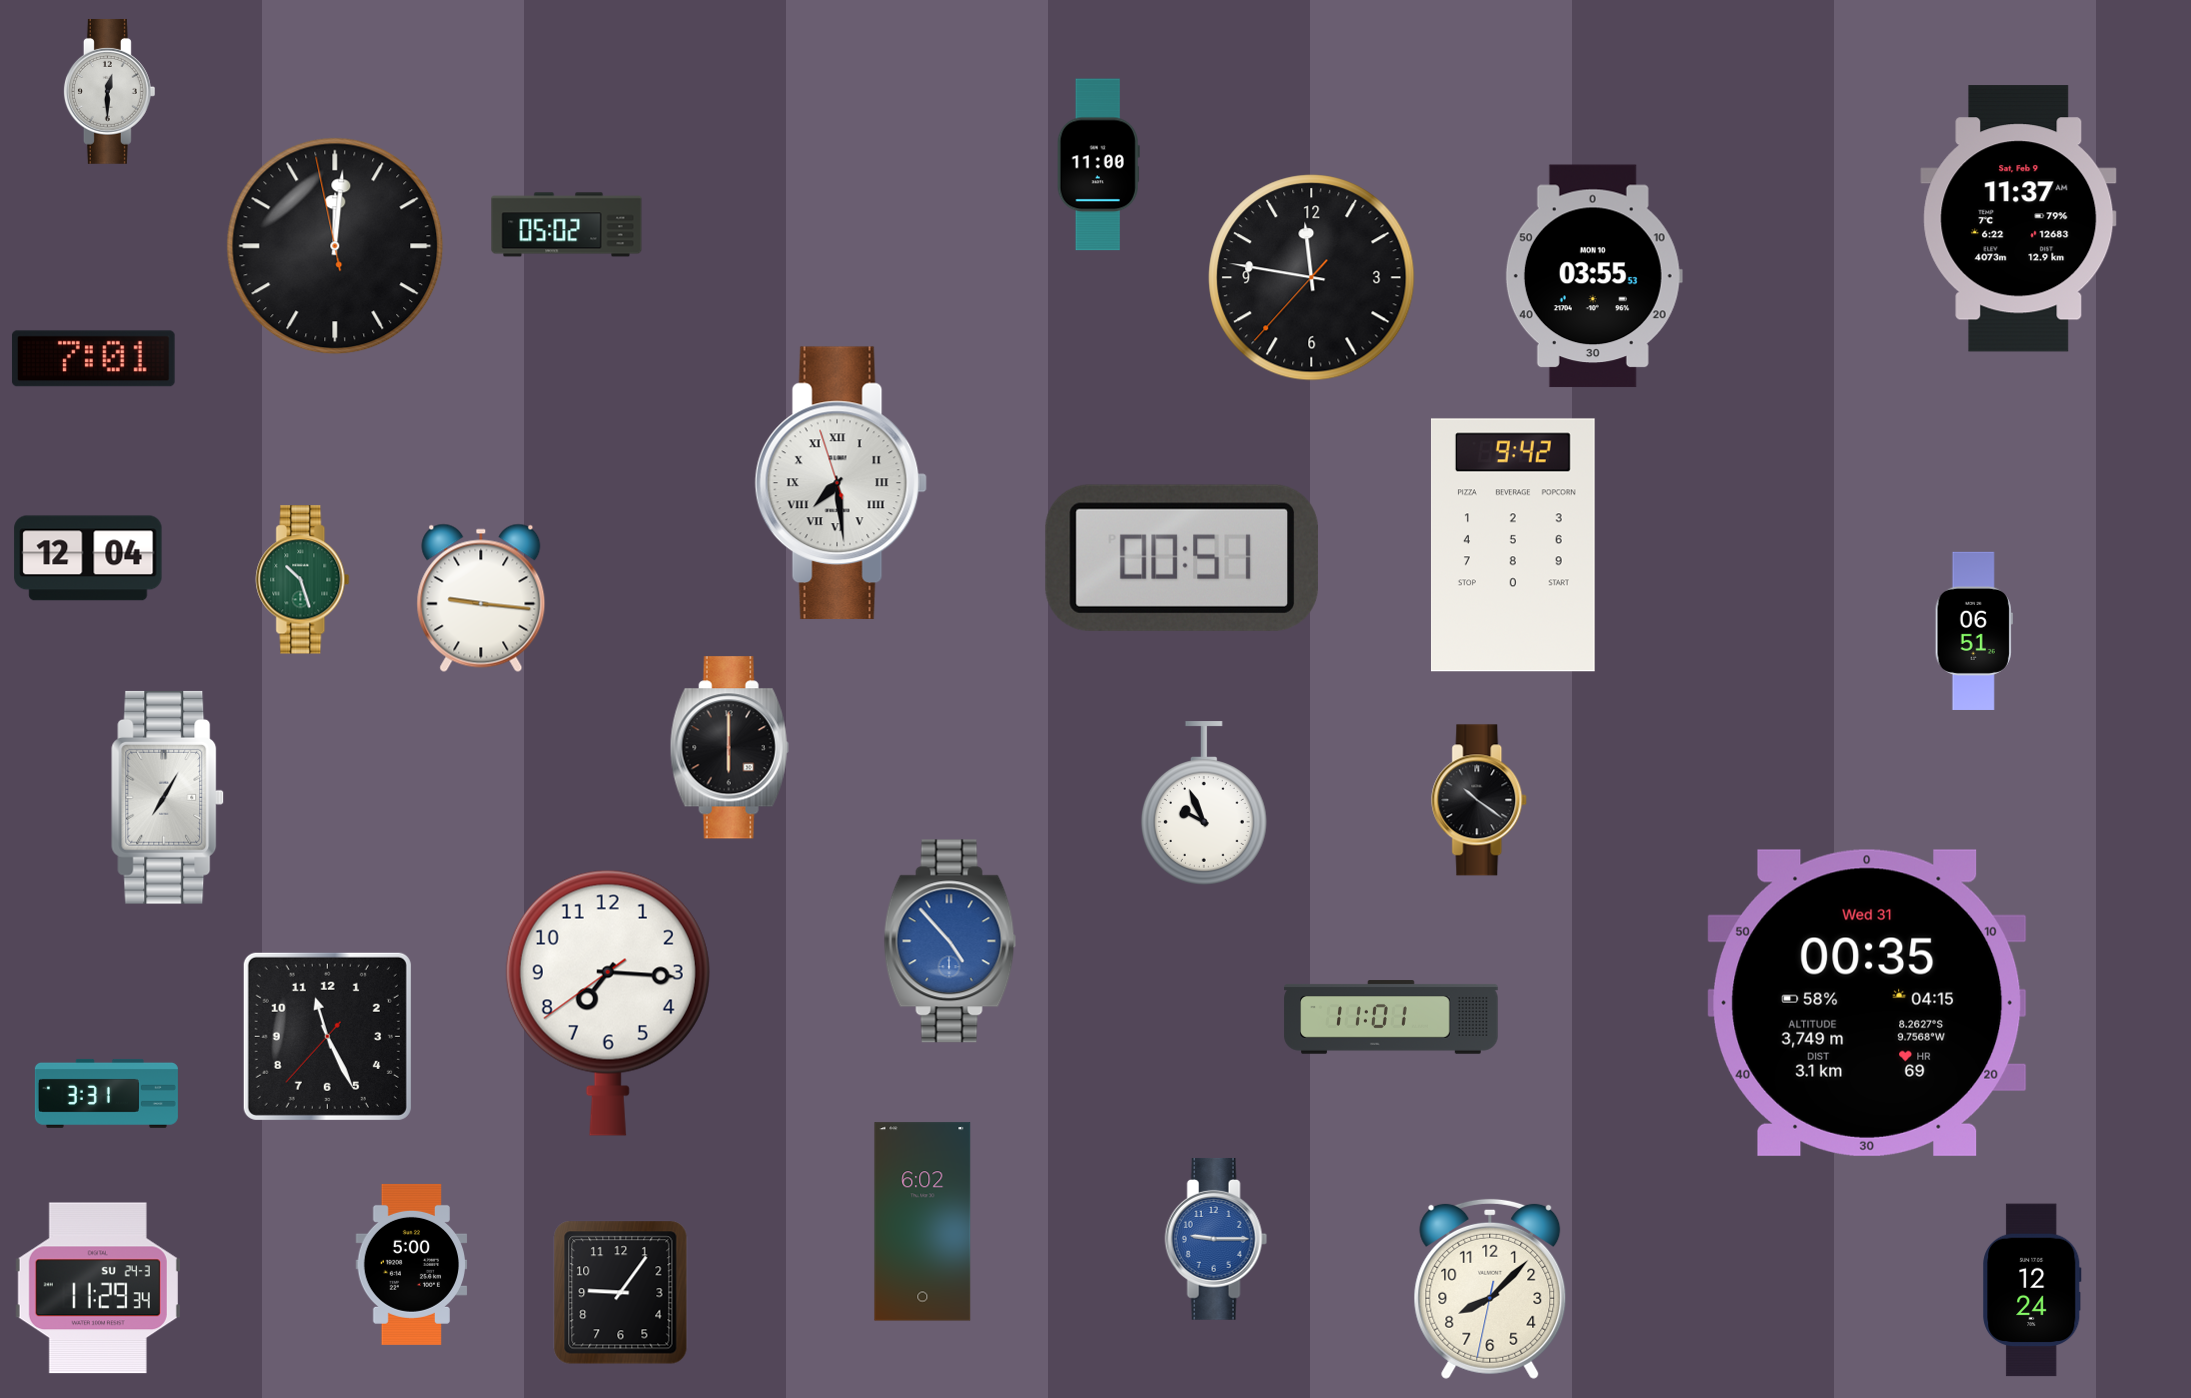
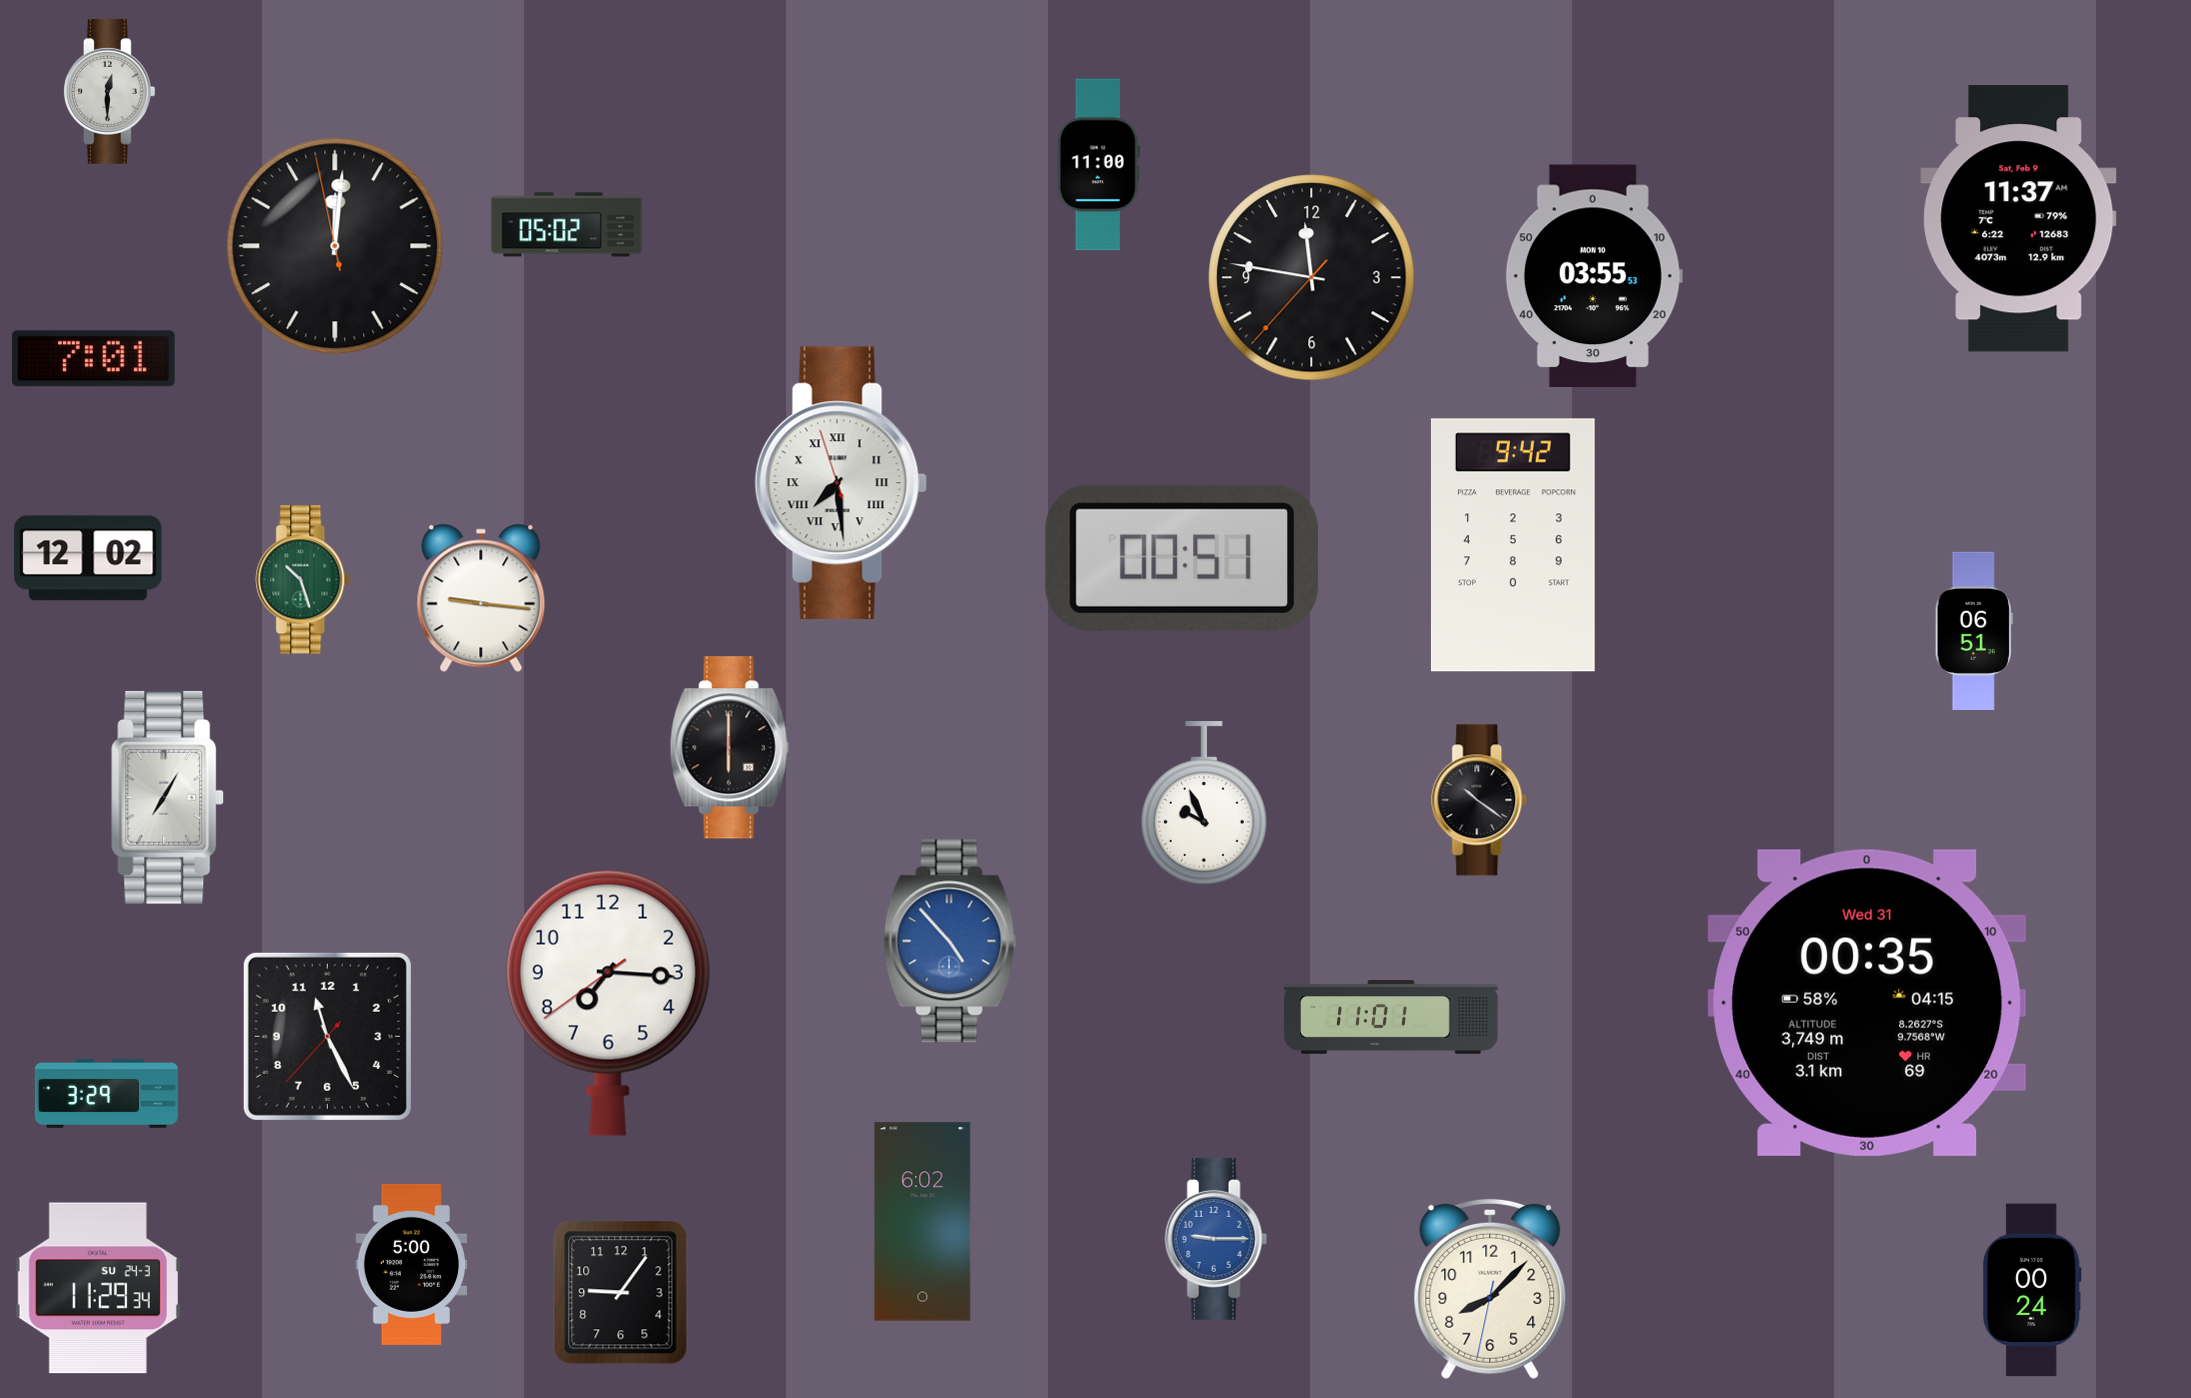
clock at (88, 558): 12:04 -> 12:02
clock at (106, 1093): 3:31 -> 3:29
clock at (2032, 1290): 12:24 -> 00:24
